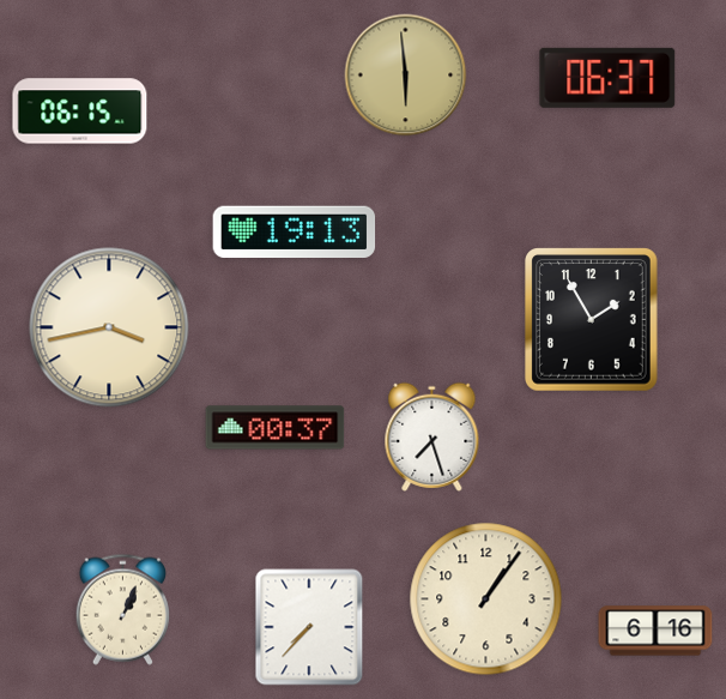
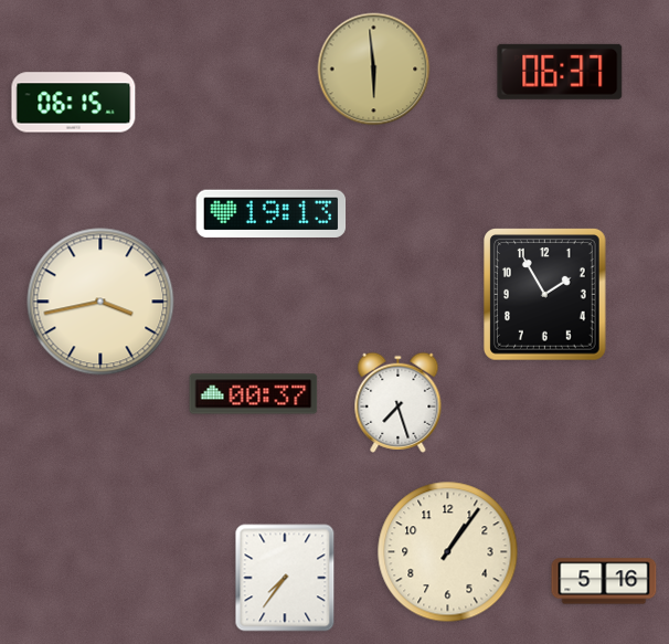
clock at (122, 609): 1:04 -> none
clock at (309, 627): 7:37 -> 7:36
clock at (655, 631): 6:16 -> 5:16
